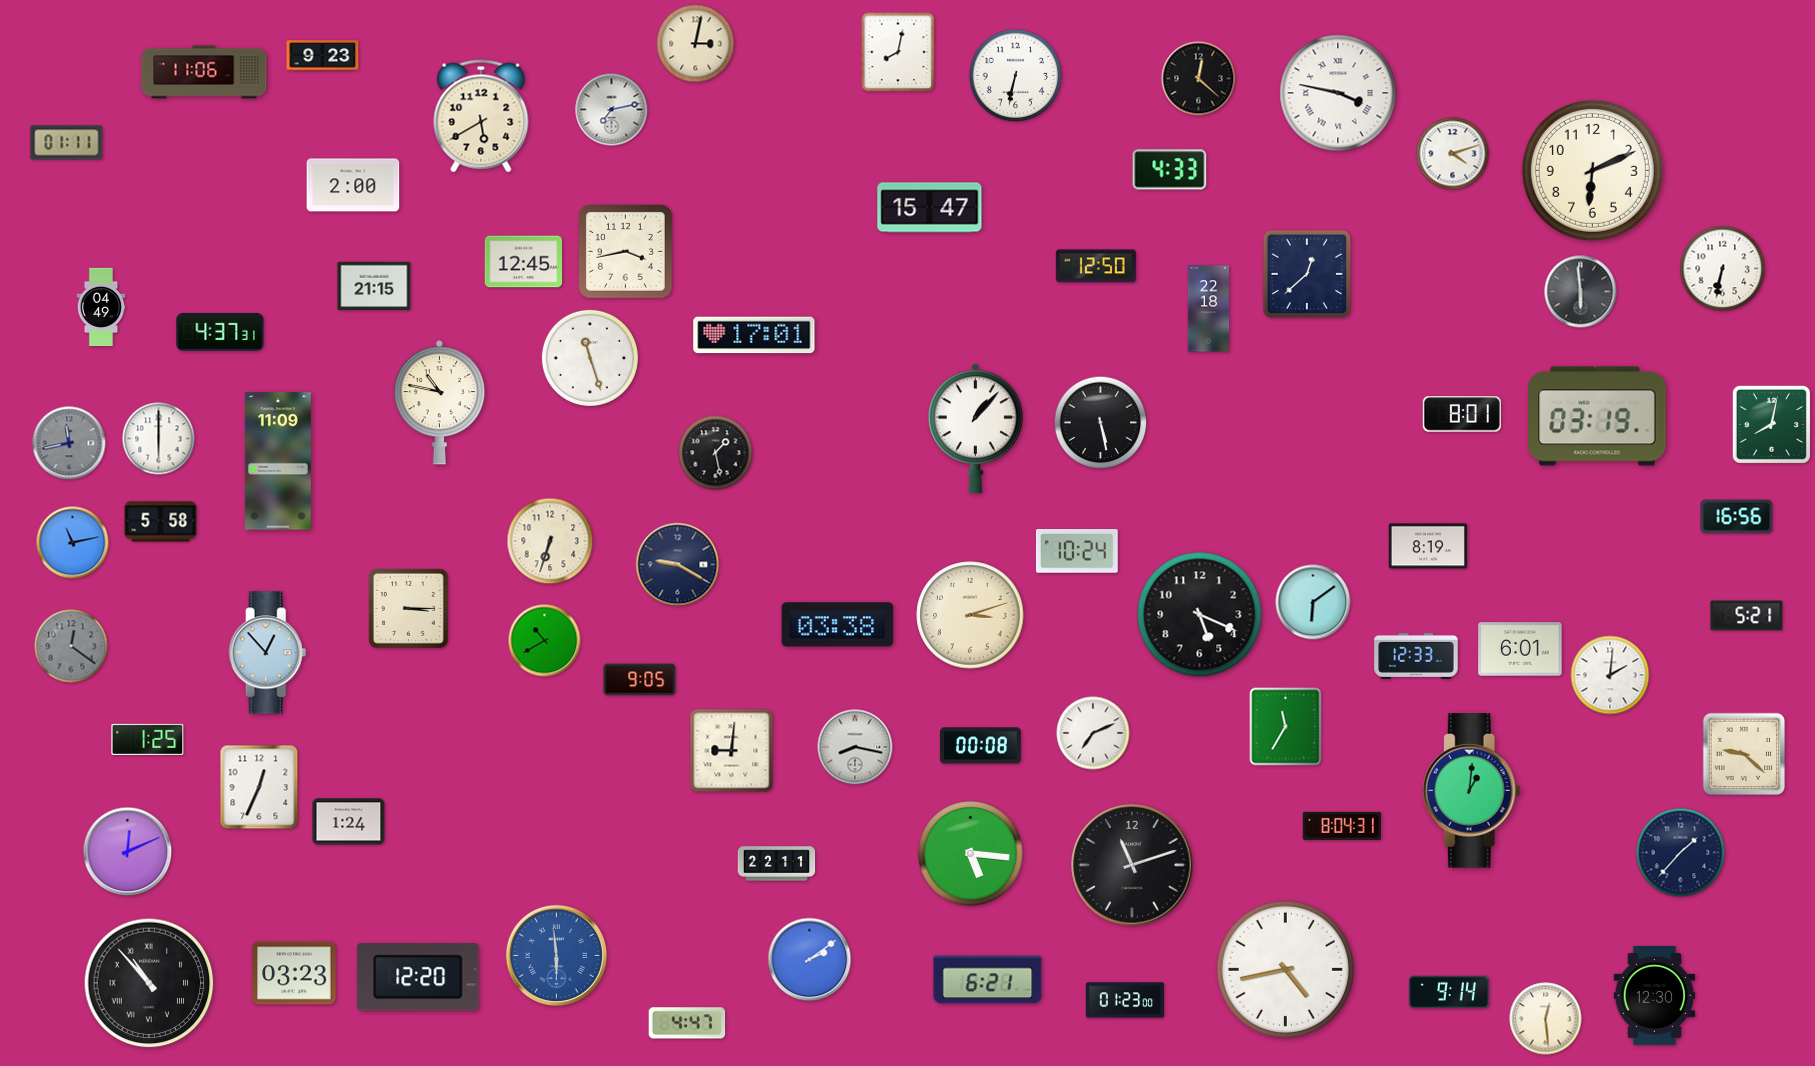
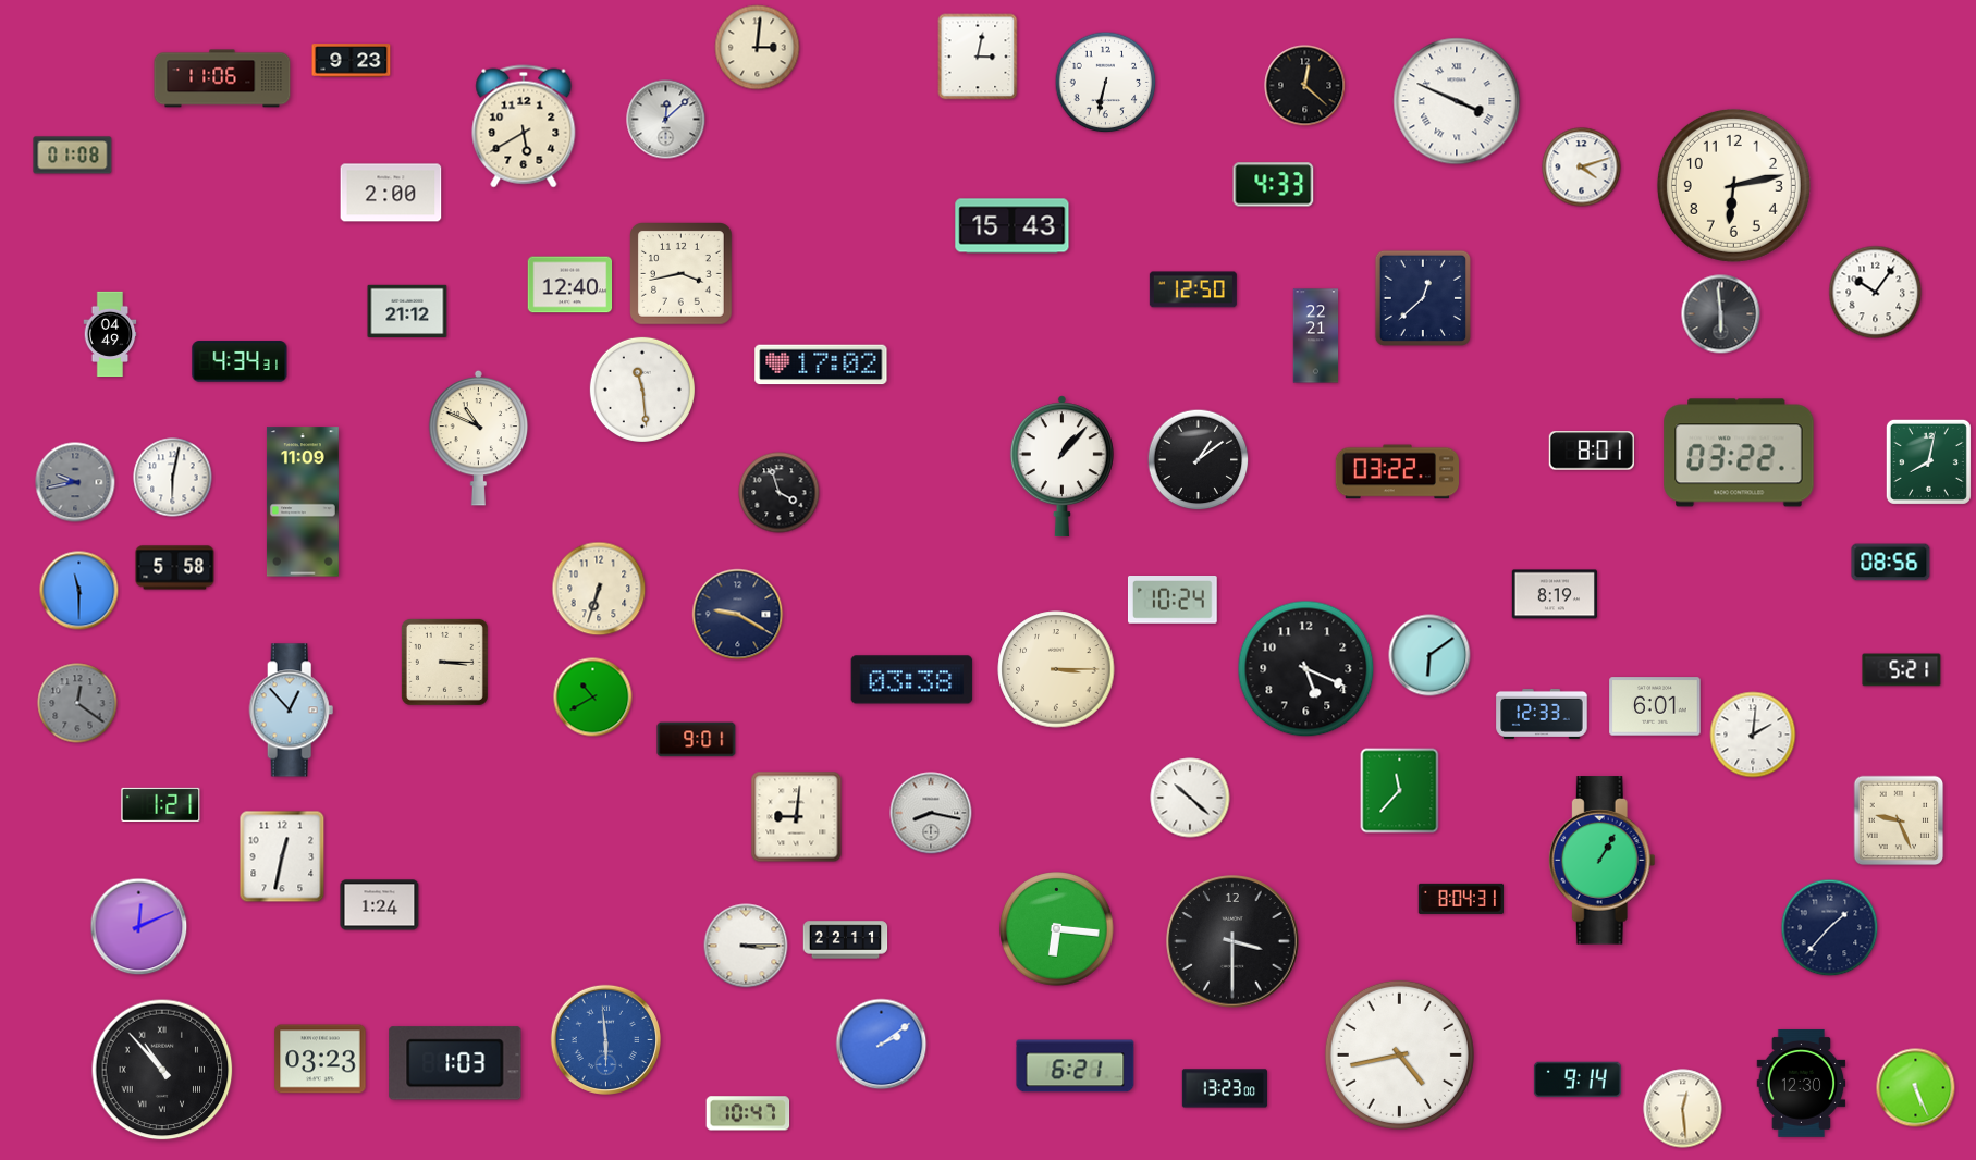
clock at (696, 44): 3:02 -> 3:01
clock at (898, 52): 8:02 -> 3:02
clock at (1338, 93): 3:47 -> 3:49
clock at (612, 110): 7:13 -> 12:08
clock at (67, 143): 01:11 -> 01:08
clock at (1592, 170): 6:11 -> 6:13
clock at (353, 185) position: (353, 185) -> (391, 193)
clock at (930, 208): 15:47 -> 15:43
clock at (524, 262): 12:45 -> 12:40
clock at (1723, 269): 6:32 -> 10:06
clock at (374, 286): 21:15 -> 21:12
clock at (1581, 292) position: (1581, 292) -> (1721, 314)
clock at (1209, 309): 22:18 -> 22:21
clock at (220, 332): 4:37 -> 4:34
clock at (754, 335): 17:01 -> 17:02
clock at (590, 358): 11:27 -> 11:29
clock at (440, 402): 10:47 -> 10:49
clock at (1597, 416): 03:19 -> 03:22
clock at (1101, 423): 5:28 -> 1:09
clock at (1397, 472): none -> 03:22
clock at (159, 439): 6:00 -> 6:02
clock at (69, 443): 11:43 -> 9:43
clock at (716, 453): 1:28 -> 3:57
clock at (1737, 517): 16:56 -> 08:56
clock at (73, 543): 11:13 -> 11:30
clock at (970, 615): 3:12 -> 3:15
clock at (640, 680): 9:05 -> 9:01
clock at (1286, 727): 11:35 -> 11:37
clock at (1093, 733): 7:11 -> 10:22
clock at (148, 739): 1:25 -> 1:21
clock at (980, 746): 00:08 -> none
clock at (1744, 754): 9:22 -> 9:26
clock at (259, 787): 12:34 -> 12:32
clock at (1471, 791): 1:01 -> 1:05
clock at (349, 822) position: (349, 822) -> (380, 905)
clock at (971, 854): 5:16 -> 6:16
clock at (1132, 865): 11:12 -> 3:30
clock at (746, 946): none -> 3:15
clock at (418, 977): 12:20 -> 1:03
clock at (1124, 1000): 01:23 -> 13:23
clock at (1916, 1088): none -> 5:26
clock at (687, 1023): 4:47 -> 10:47
